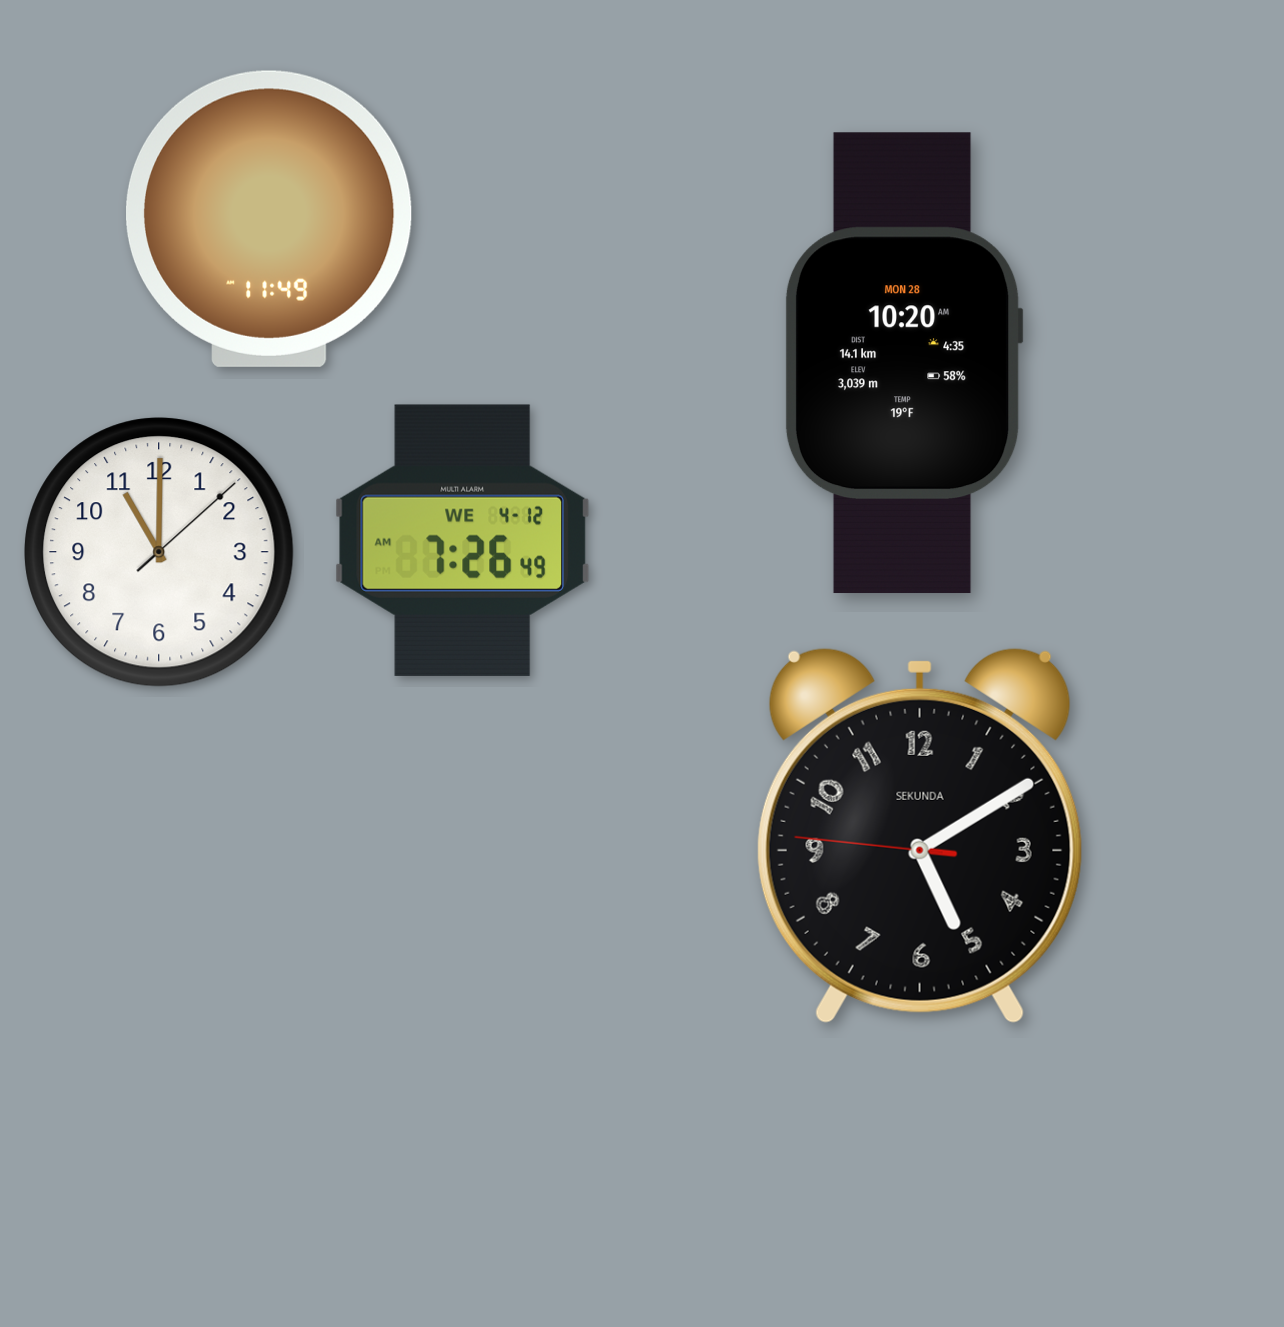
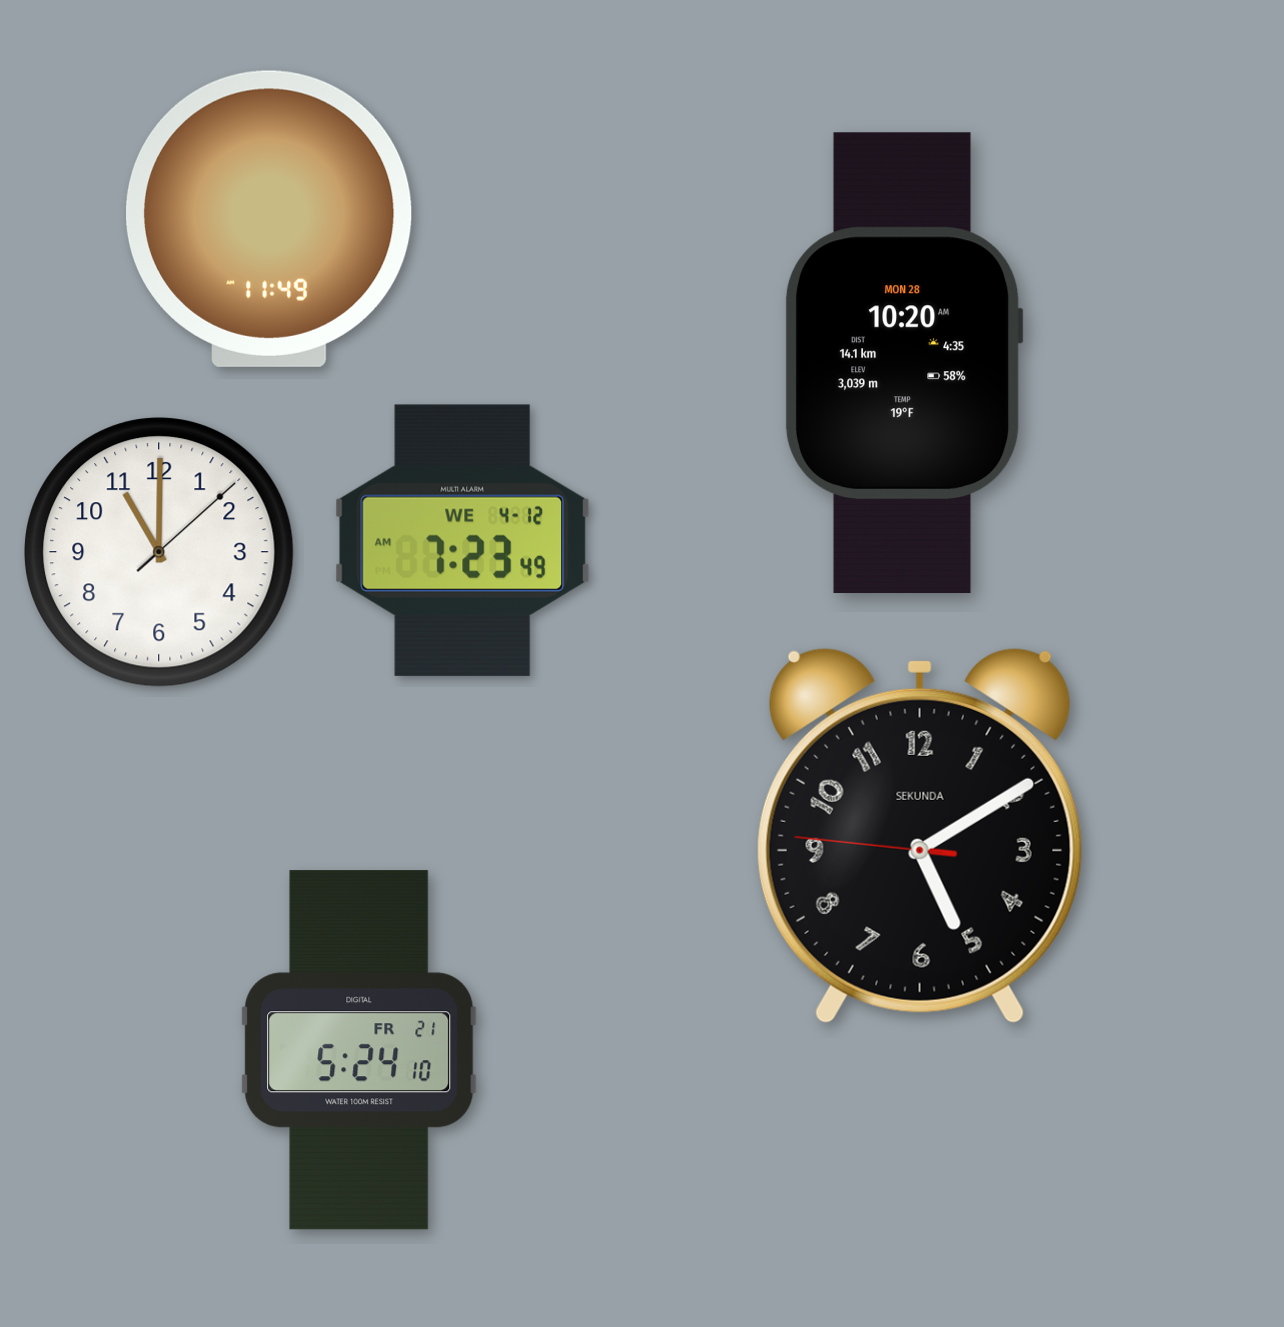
clock at (463, 540): 7:26 -> 7:23
clock at (359, 1050): none -> 5:24
